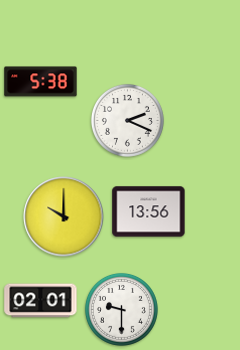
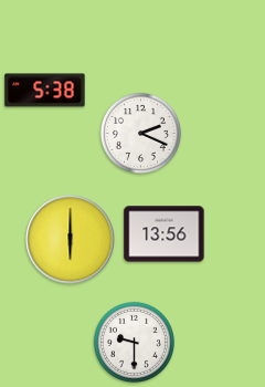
clock at (64, 217): 10:00 -> 6:00
clock at (41, 301): 02:01 -> none
